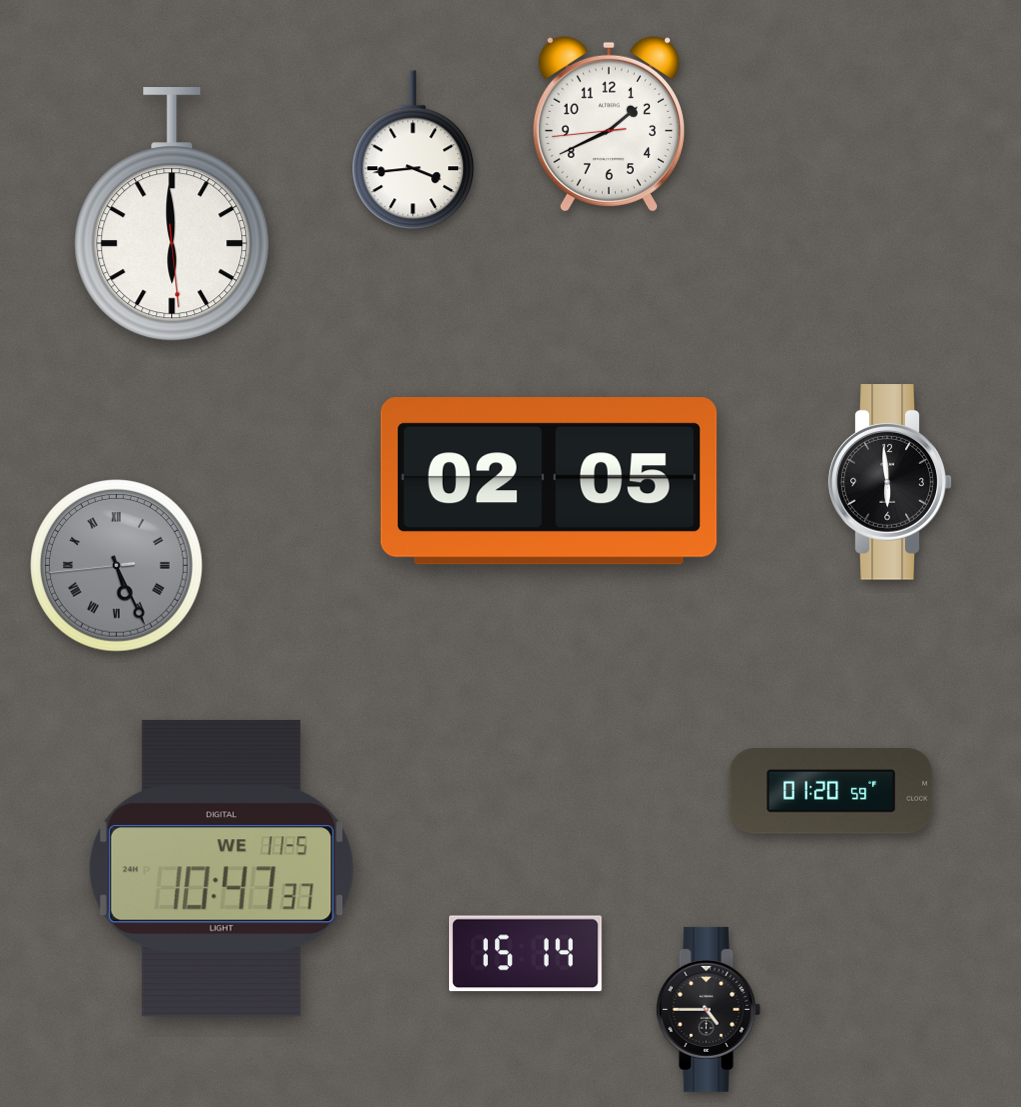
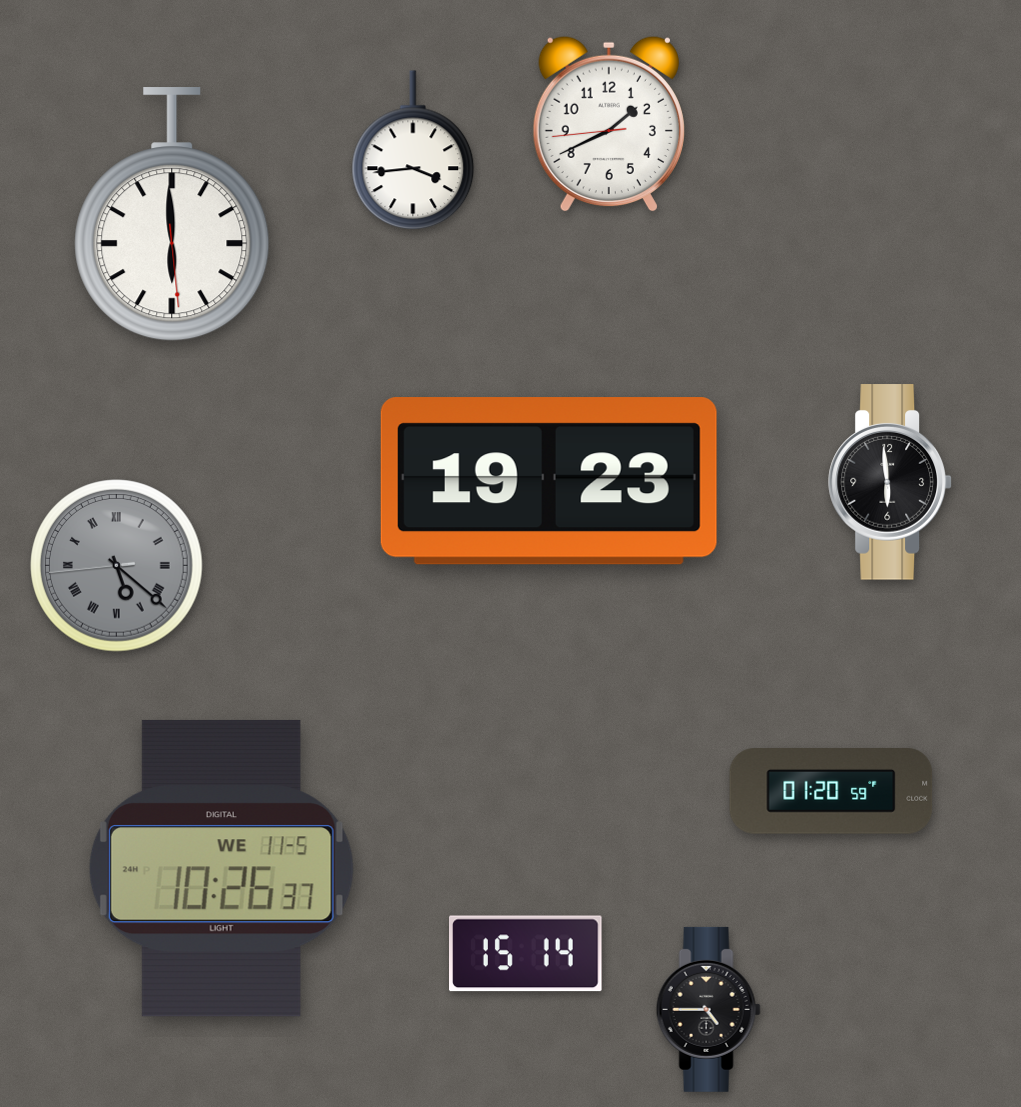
clock at (549, 481): 02:05 -> 19:23
clock at (117, 566): 5:25 -> 5:21
clock at (221, 868): 10:47 -> 10:26
